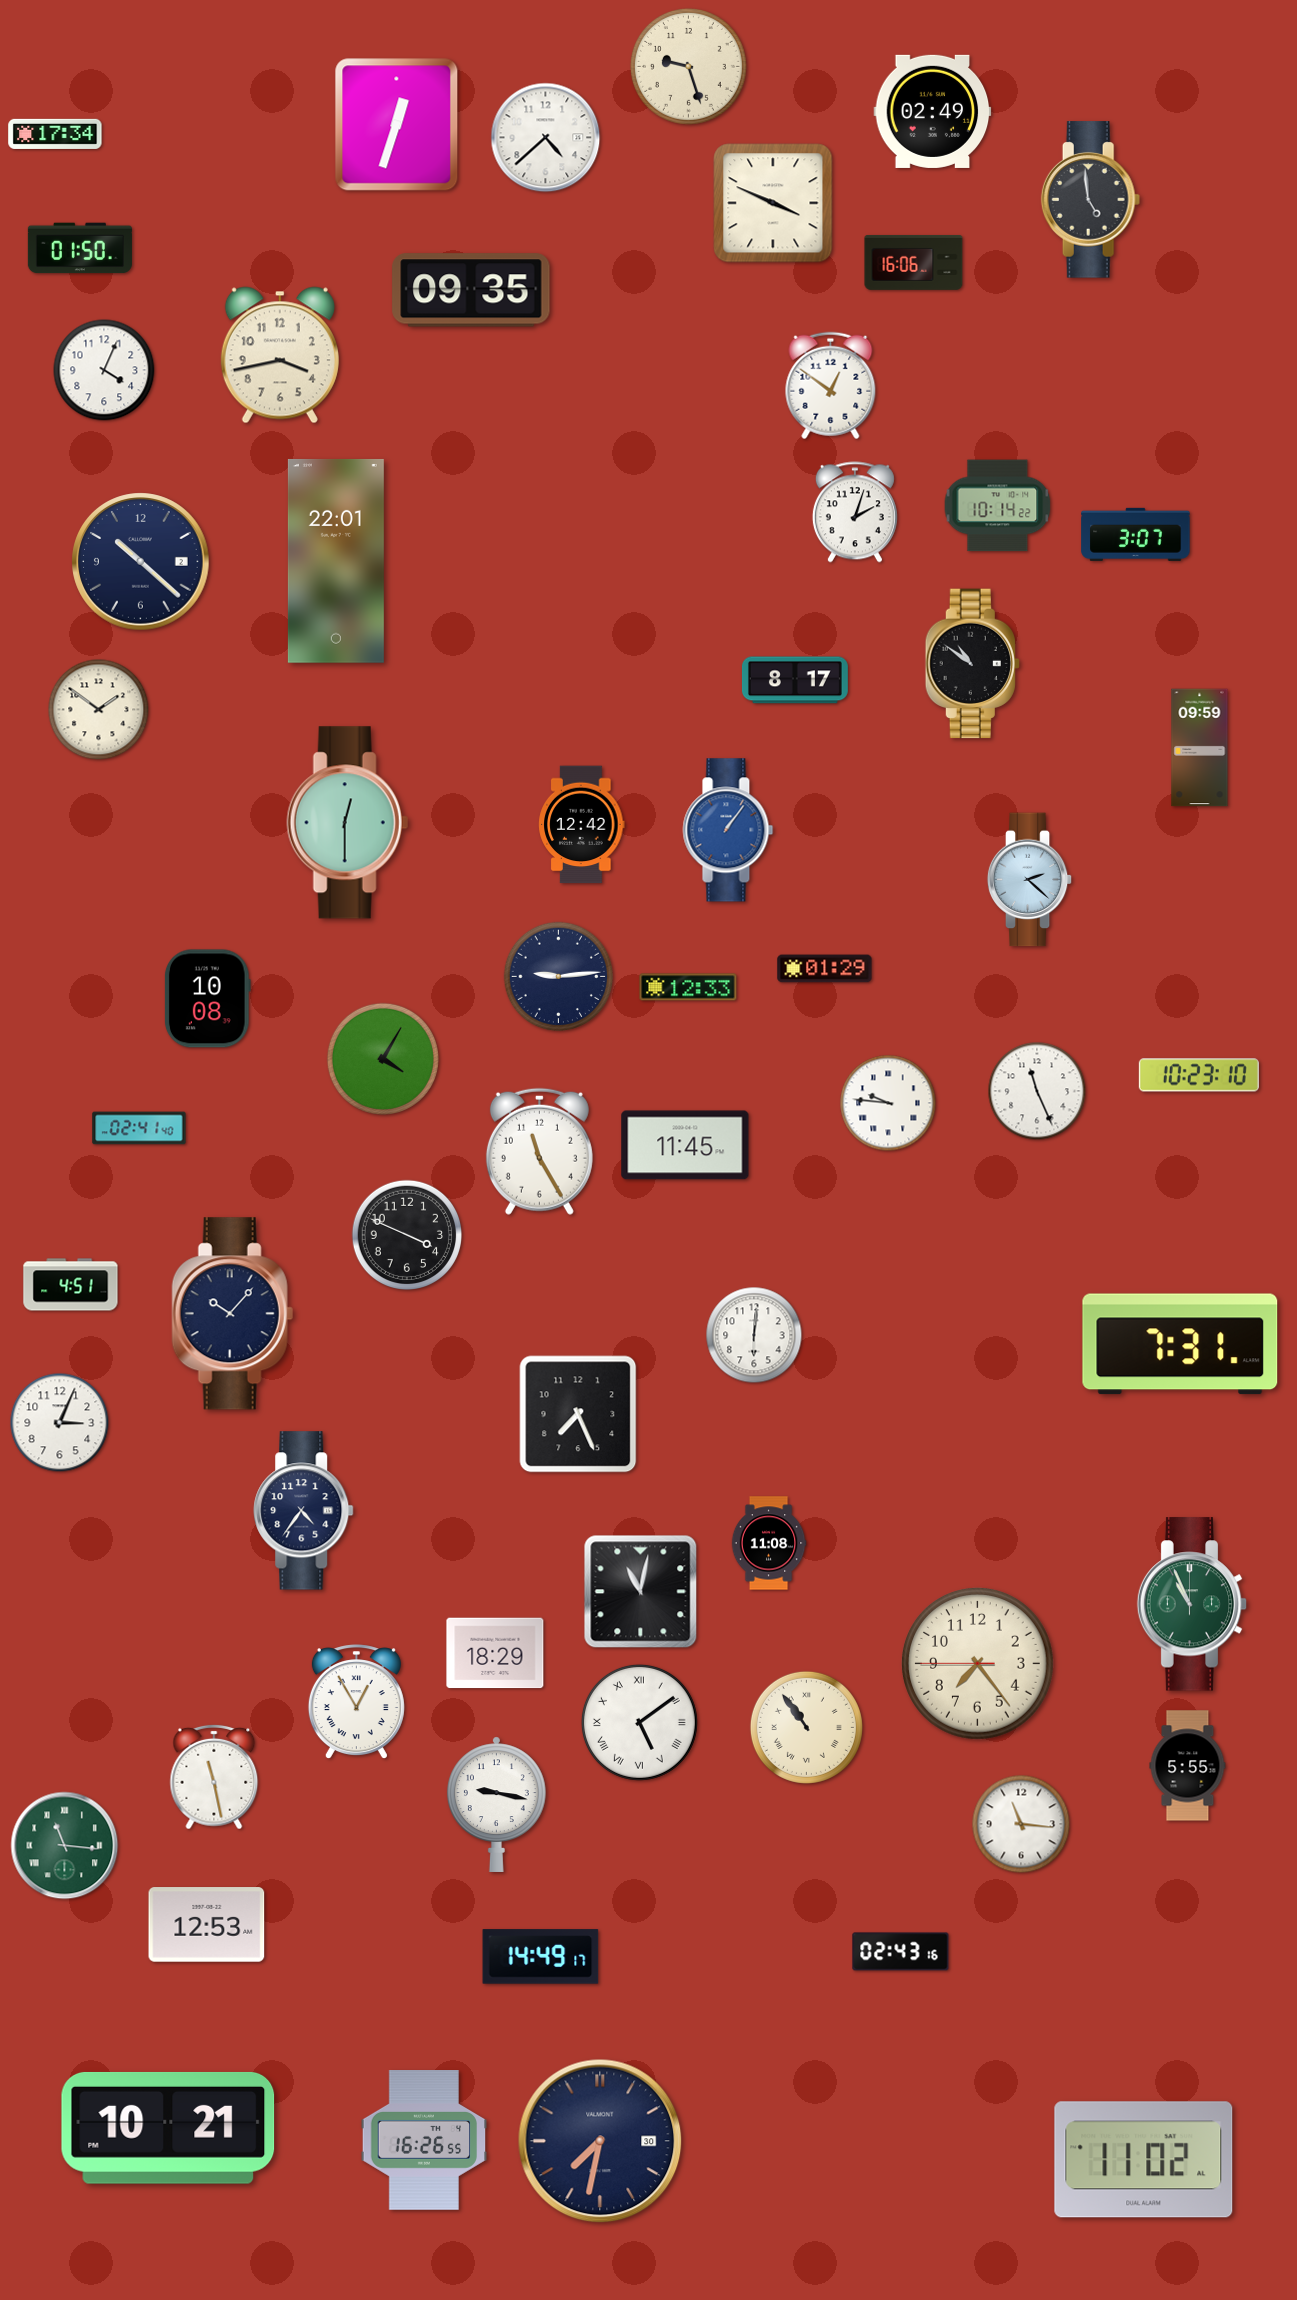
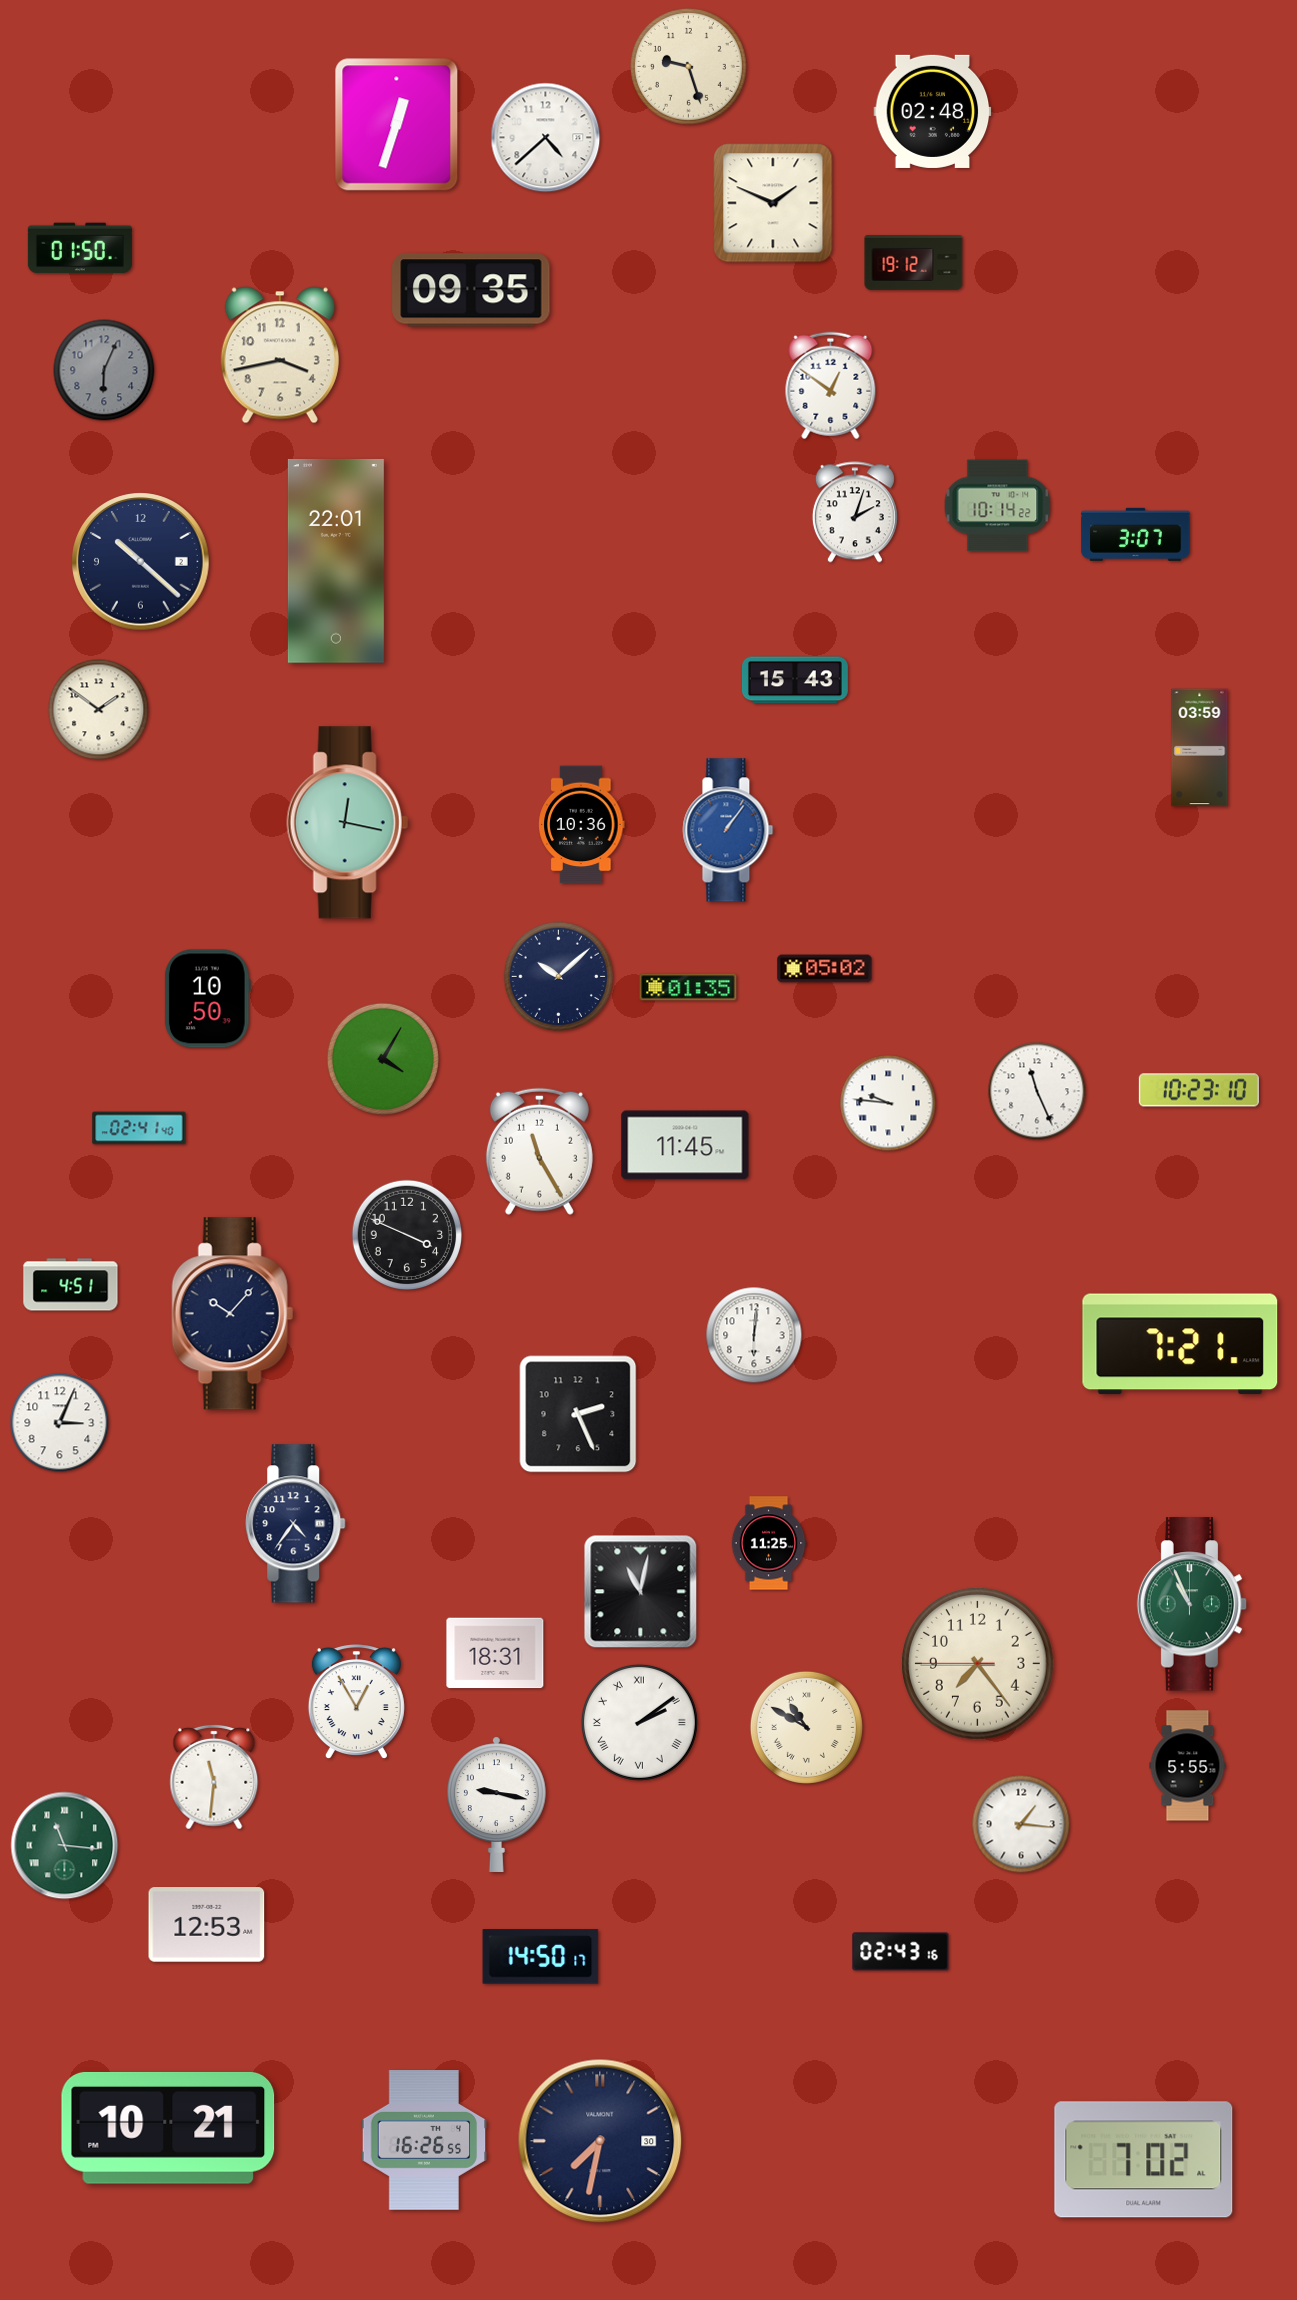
clock at (933, 111): 02:49 -> 02:48
clock at (55, 134): 17:34 -> none
clock at (1091, 200): 4:59 -> none
clock at (773, 203): 3:49 -> 1:49
clock at (914, 262): 16:06 -> 19:12
clock at (104, 370): 4:04 -> 6:04
clock at (104, 370) dial: white -> grey
clock at (972, 664): 10:51 -> none
clock at (795, 680): 8:17 -> 15:43
clock at (1200, 748): 09:59 -> 03:59
clock at (347, 823): 12:30 -> 12:17
clock at (582, 825): 12:42 -> 10:36
clock at (1030, 880): 2:22 -> none
clock at (825, 969): 01:29 -> 05:02
clock at (559, 977): 9:14 -> 10:08
clock at (688, 987): 12:33 -> 01:35
clock at (207, 999): 10:08 -> 10:50
clock at (1199, 1075) position: (1199, 1075) -> (1199, 1090)
clock at (1180, 1344): 7:31 -> 7:21
clock at (578, 1414): 7:26 -> 2:26
clock at (304, 1511) position: (304, 1511) -> (296, 1524)
clock at (769, 1543): 11:08 -> 11:25
clock at (495, 1653): 18:29 -> 18:31
clock at (639, 1722): 5:09 -> 2:09
clock at (806, 1727): 10:54 -> 10:50
clock at (214, 1777): 11:28 -> 11:31
clock at (1021, 1824): 11:16 -> 1:16
clock at (541, 1957): 14:49 -> 14:50
clock at (1144, 2160): 11:02 -> 7:02
